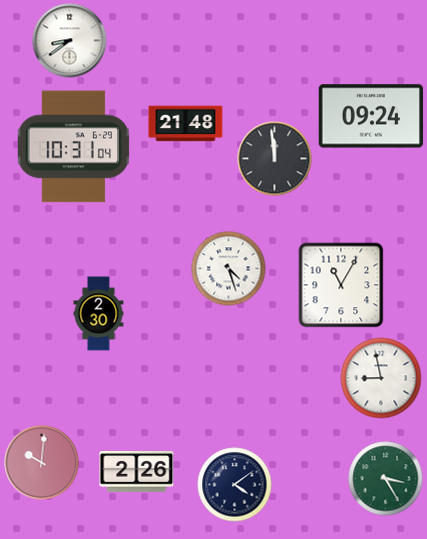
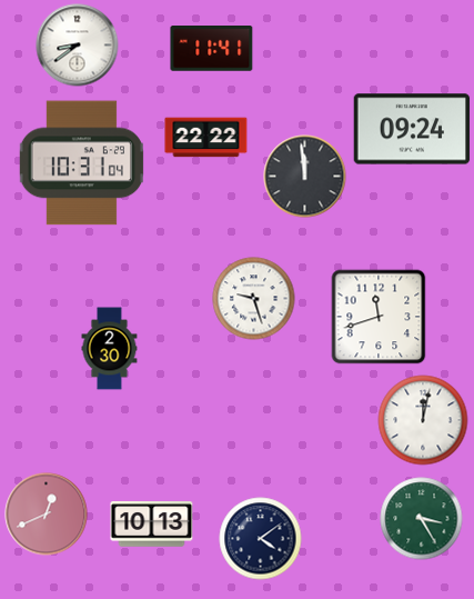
clock at (212, 49): none -> 11:41
clock at (186, 124): 21:48 -> 22:22
clock at (229, 269): 4:27 -> 9:27
clock at (341, 285): 11:05 -> 11:42
clock at (381, 378): 8:58 -> 12:02
clock at (42, 463): 10:01 -> 12:41
clock at (137, 472): 2:26 -> 10:13
clock at (386, 479) position: (386, 479) -> (422, 519)
